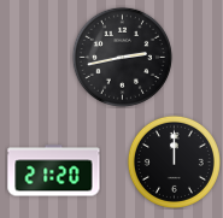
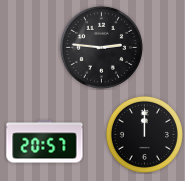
clock at (122, 57): 2:43 -> 2:46
clock at (54, 171): 21:20 -> 20:57
